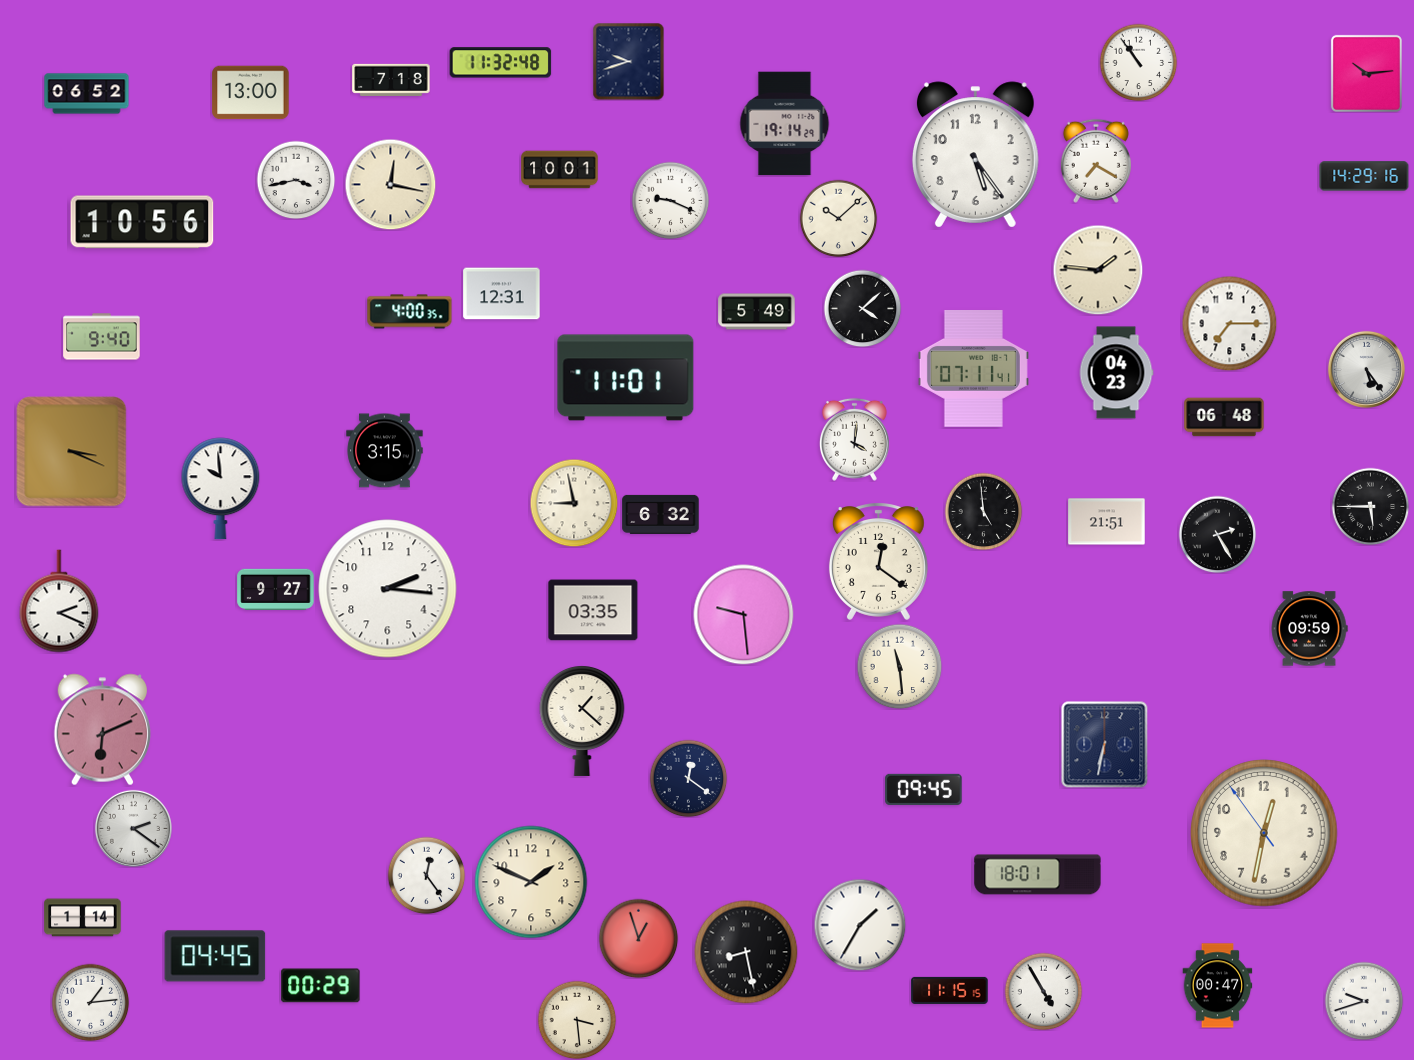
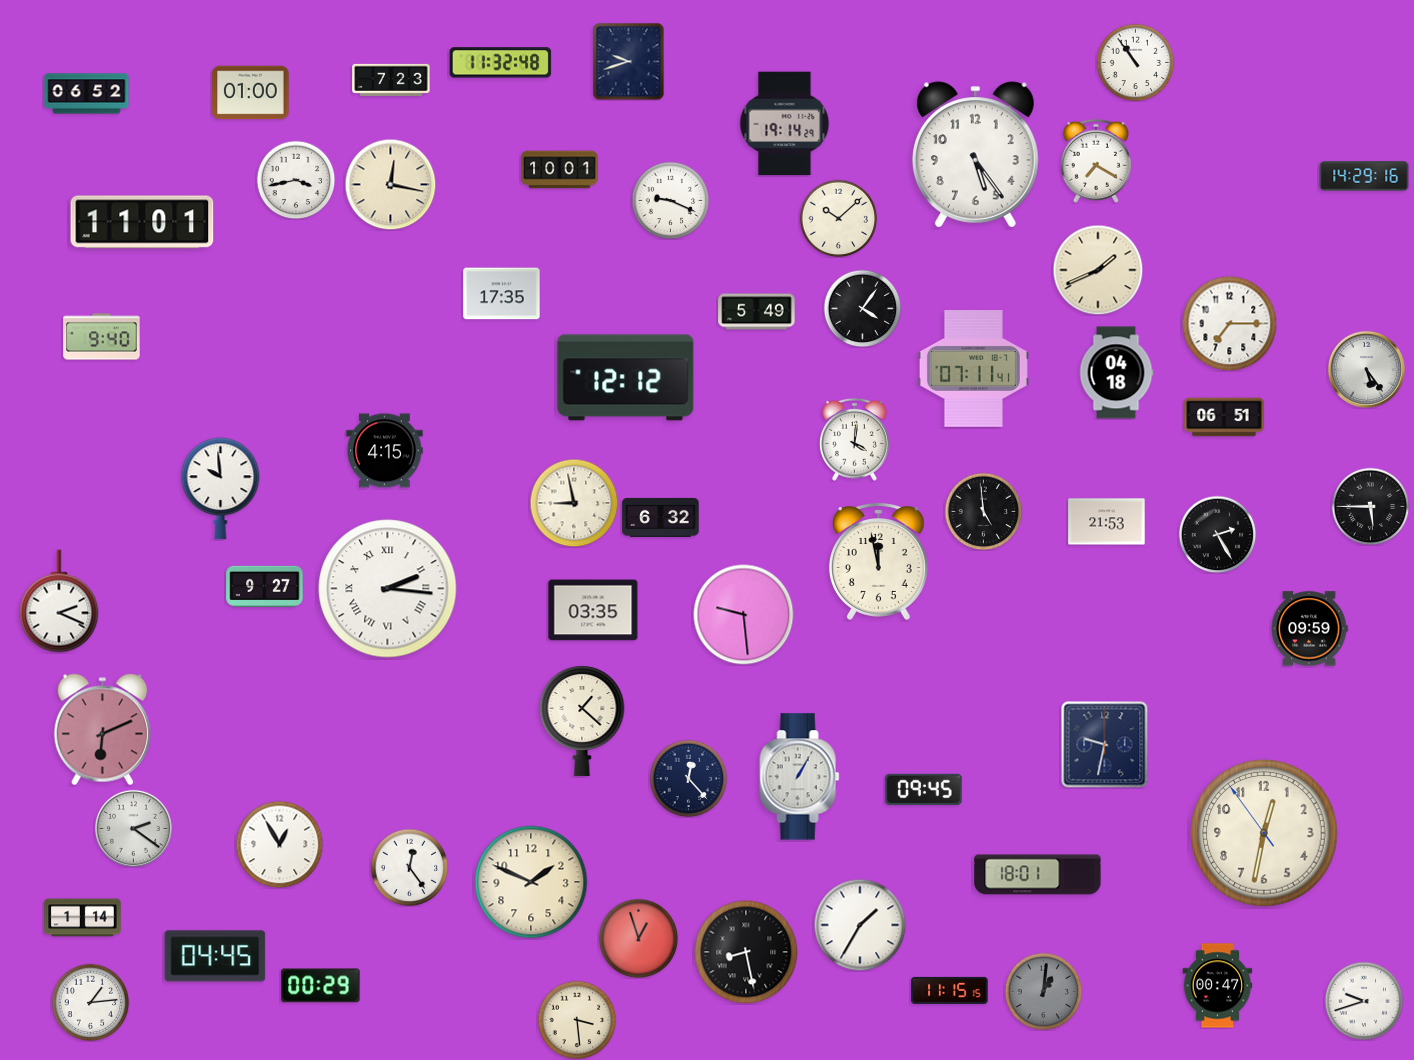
clock at (1138, 62) position: (1138, 62) -> (1135, 62)
clock at (1366, 73): 10:14 -> none
clock at (391, 80): 7:18 -> 7:23
clock at (251, 93): 13:00 -> 01:00
clock at (142, 222): 10:56 -> 11:01
clock at (1098, 270): 1:46 -> 1:41
clock at (502, 294): 12:31 -> 17:35
clock at (862, 308): 4:08 -> 4:06
clock at (410, 312): 4:00 -> none
clock at (1116, 373): 04:23 -> 04:18
clock at (626, 378): 11:01 -> 12:12
clock at (1224, 417): 06:48 -> 06:51
clock at (385, 451): 3:15 -> 4:15
clock at (72, 452): 3:19 -> none
clock at (661, 514) position: (661, 514) -> (661, 517)
clock at (1107, 522): 21:51 -> 21:53
clock at (878, 561): 12:21 -> 11:58
clock at (388, 589) numerals: Arabic -> Roman
clock at (276, 590) position: (276, 590) -> (265, 587)
clock at (899, 666): 11:29 -> none
clock at (1104, 744): 6:32 -> 9:32
clock at (800, 777): none -> 1:05
clock at (688, 778): 12:21 -> 12:23
clock at (279, 844): none -> 12:55
clock at (426, 875) position: (426, 875) -> (409, 867)
clock at (1043, 991): 4:55 -> 1:01
clock at (1043, 991) dial: white -> grey
